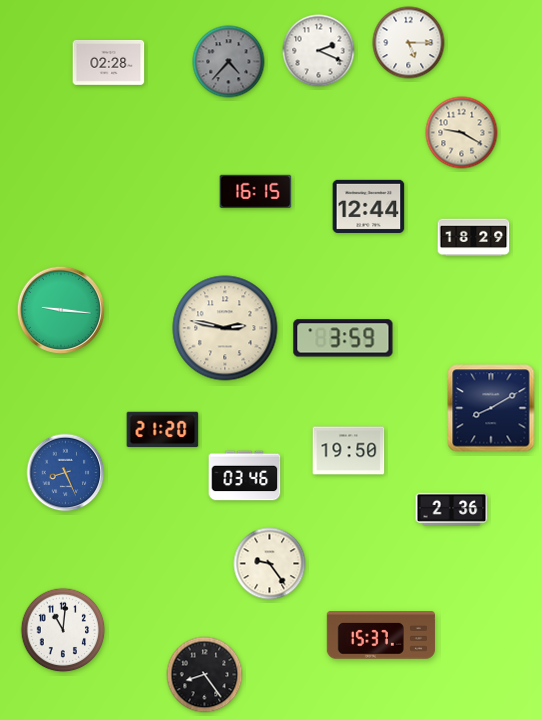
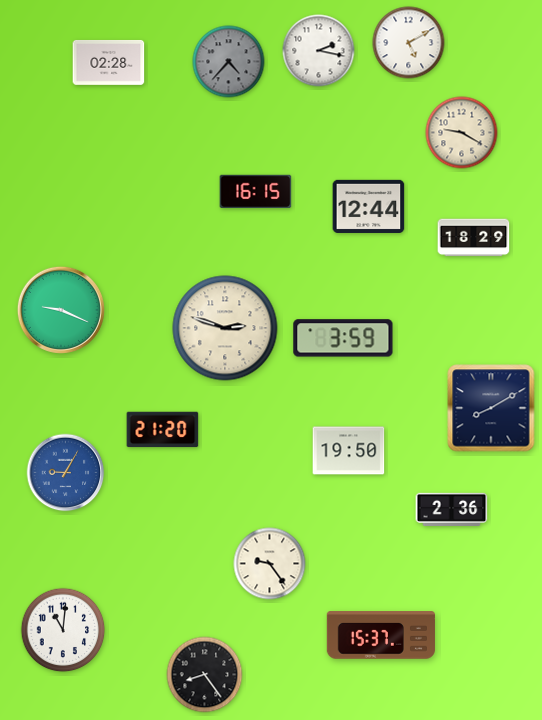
clock at (409, 43): 5:15 -> 5:10
clock at (319, 51): 2:19 -> 2:17
clock at (61, 310): 9:16 -> 9:19
clock at (225, 328): 2:47 -> 2:48
clock at (66, 473): 8:26 -> 9:05
clock at (245, 476): 03:46 -> none
